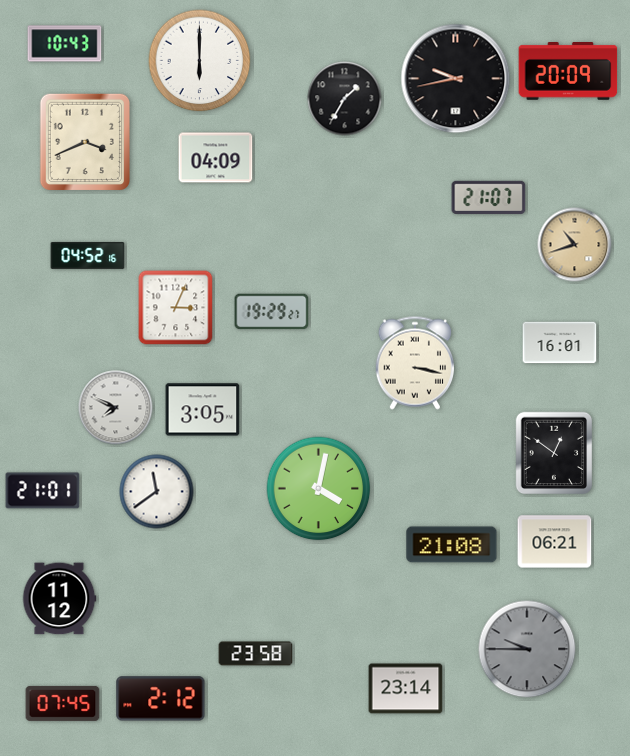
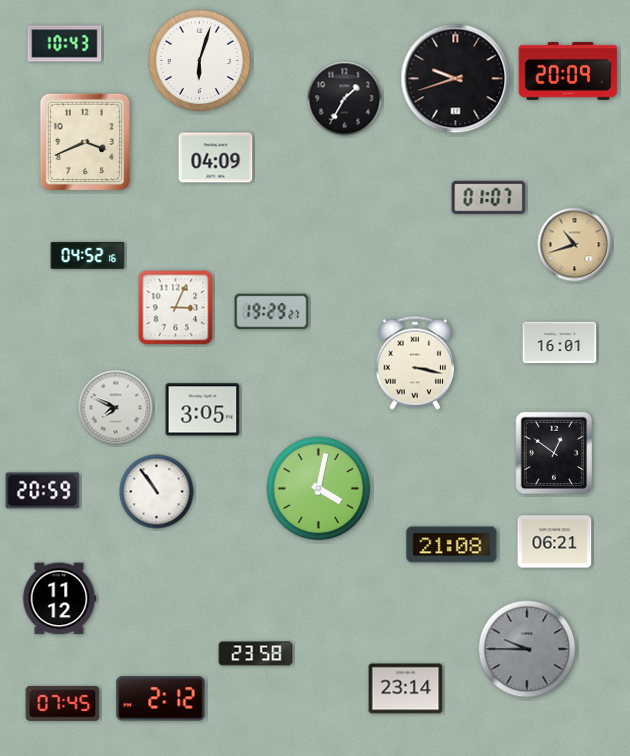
clock at (200, 61): 6:00 -> 6:03
clock at (456, 79): 9:43 -> 9:42
clock at (489, 197): 21:07 -> 01:07
clock at (43, 491): 21:01 -> 20:59
clock at (157, 492): 11:39 -> 10:54
